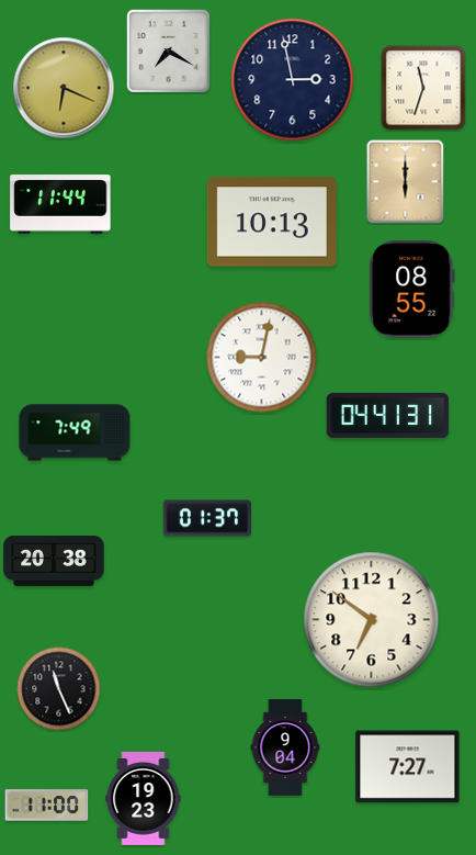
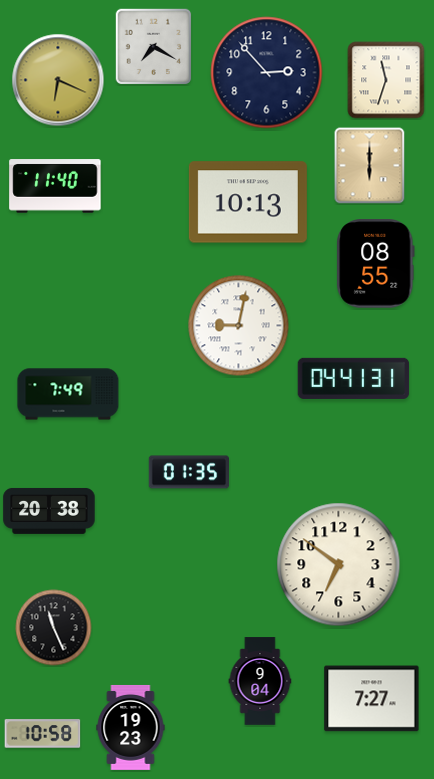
clock at (293, 80): 2:58 -> 2:53
clock at (60, 204): 11:44 -> 11:40
clock at (207, 518): 01:37 -> 01:35
clock at (47, 806): 11:00 -> 10:58
